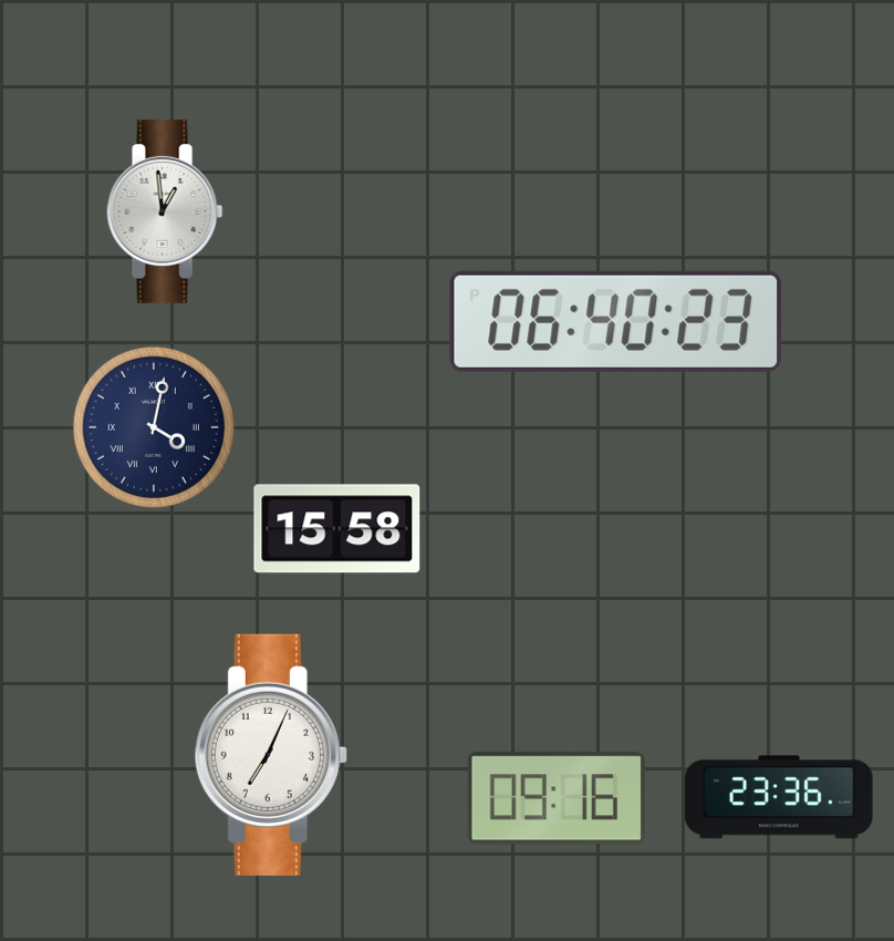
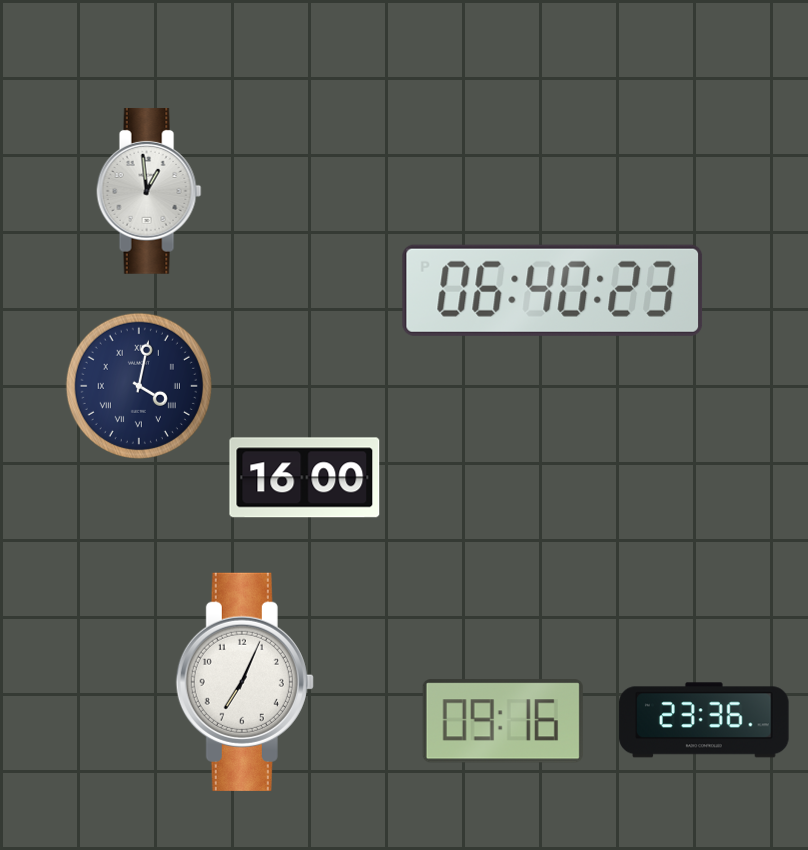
clock at (616, 321) position: (616, 321) -> (553, 290)
clock at (337, 529): 15:58 -> 16:00
